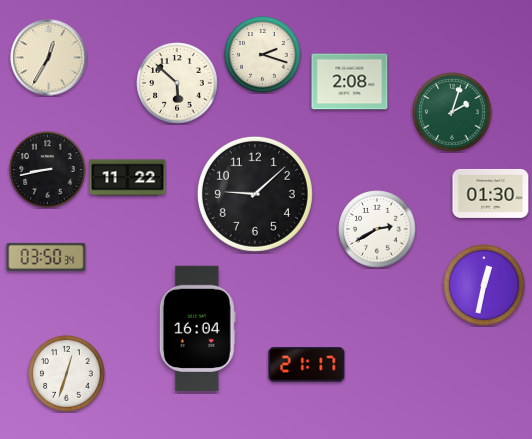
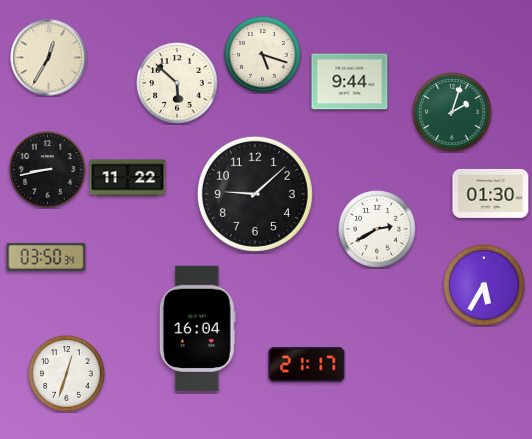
clock at (263, 55): 2:18 -> 5:18
clock at (350, 82): 2:08 -> 9:44
clock at (484, 285): 12:32 -> 5:35
